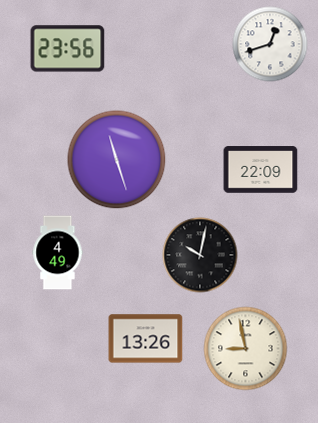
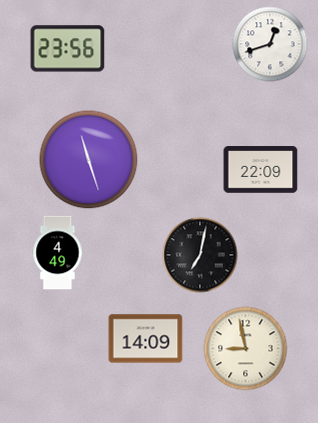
clock at (117, 160) position: (117, 160) -> (89, 160)
clock at (200, 255): 10:02 -> 7:02
clock at (146, 339): 13:26 -> 14:09
